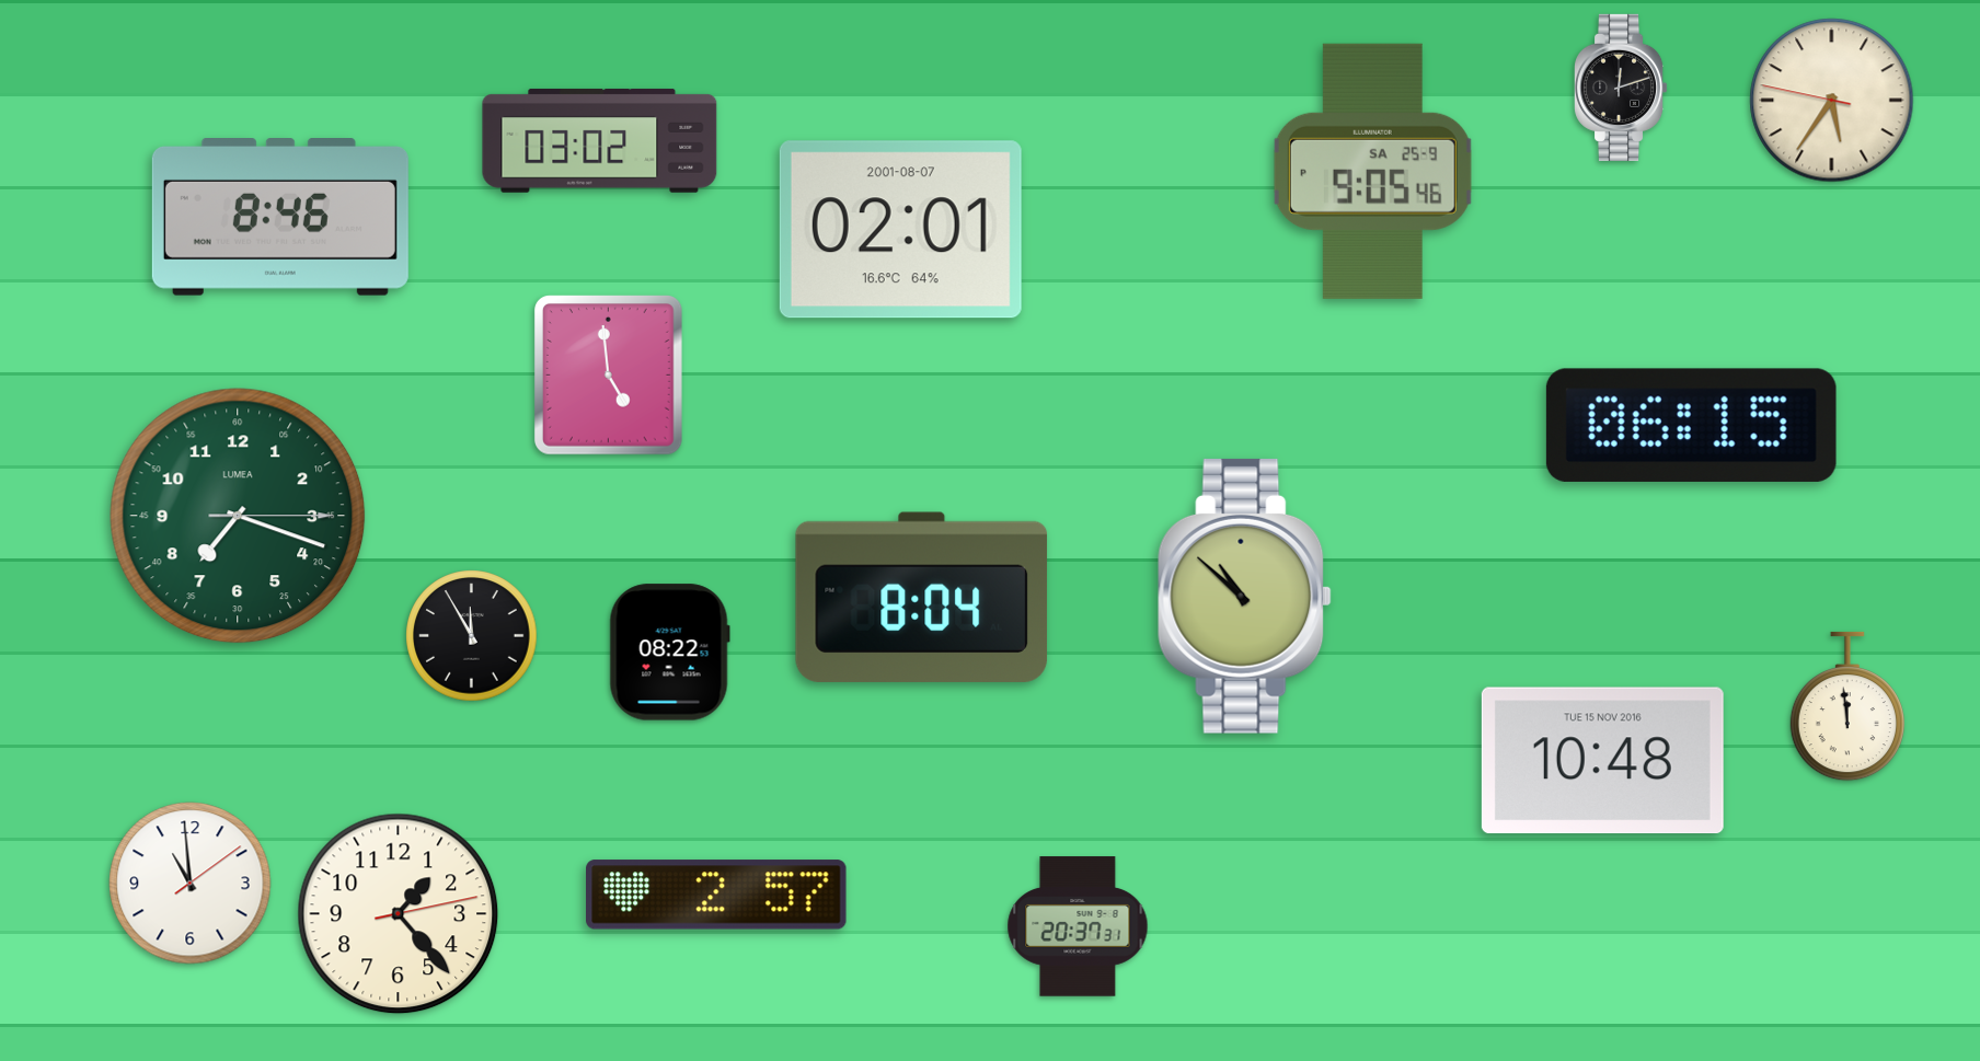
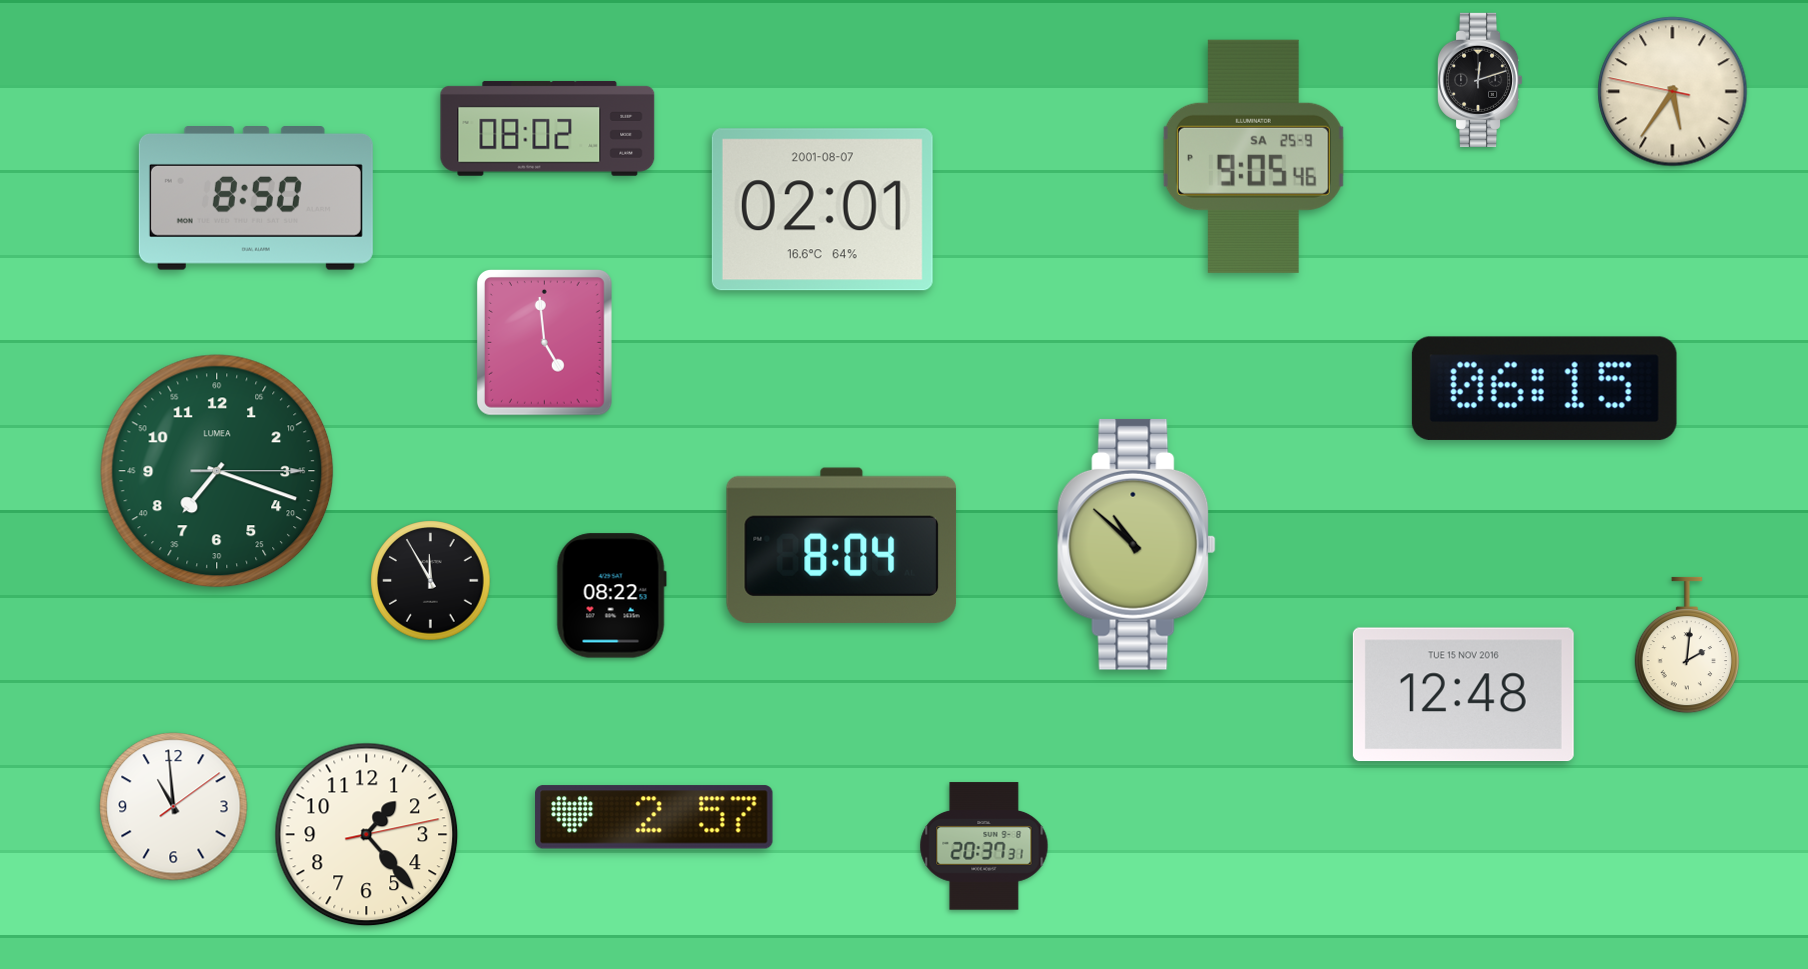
clock at (600, 141): 03:02 -> 08:02
clock at (280, 218): 8:46 -> 8:50
clock at (609, 376) position: (609, 376) -> (545, 343)
clock at (1847, 706): 11:59 -> 2:01
clock at (1602, 761): 10:48 -> 12:48
clock at (399, 914) position: (399, 914) -> (367, 835)
